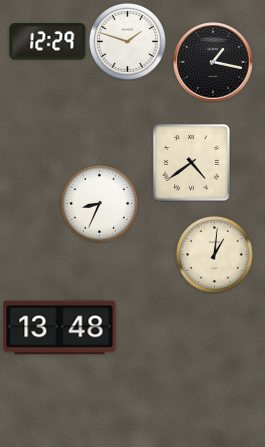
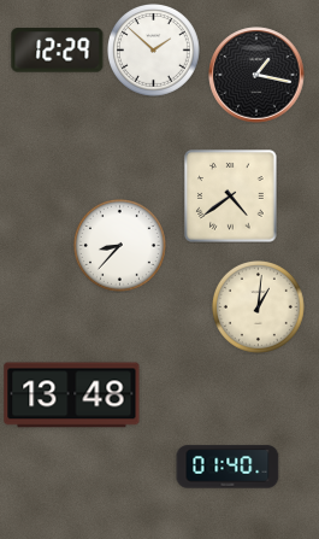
clock at (128, 42): 1:48 -> 1:52
clock at (100, 204): 8:34 -> 8:37
clock at (228, 467): none -> 01:40
